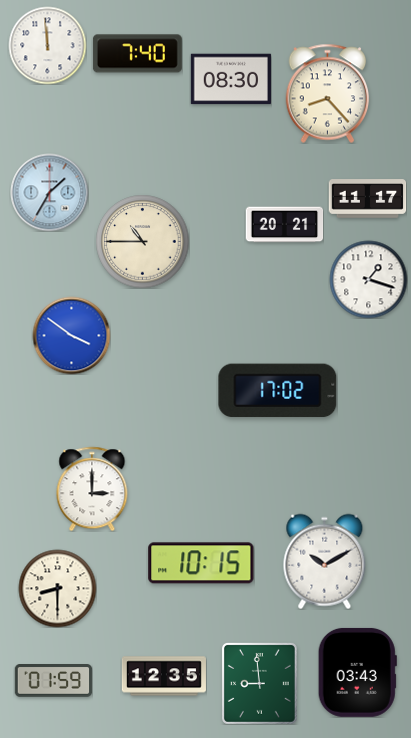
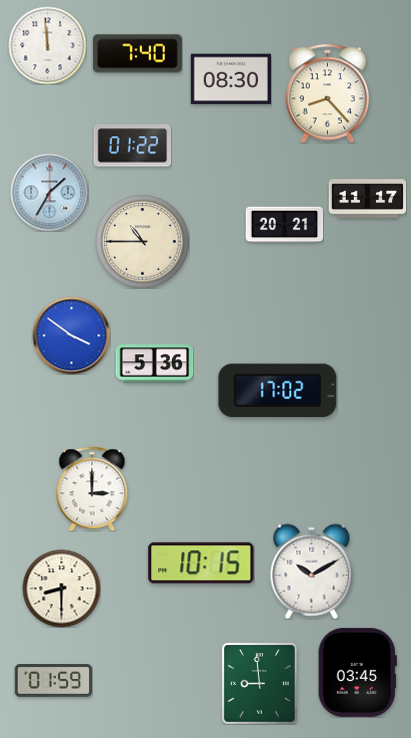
clock at (132, 146): none -> 01:22
clock at (368, 279): 1:18 -> none
clock at (154, 364): none -> 5:36
clock at (325, 561) position: (325, 561) -> (312, 571)
clock at (57, 588) position: (57, 588) -> (61, 588)
clock at (357, 672): 03:43 -> 03:45
clock at (164, 676): 12:35 -> none
